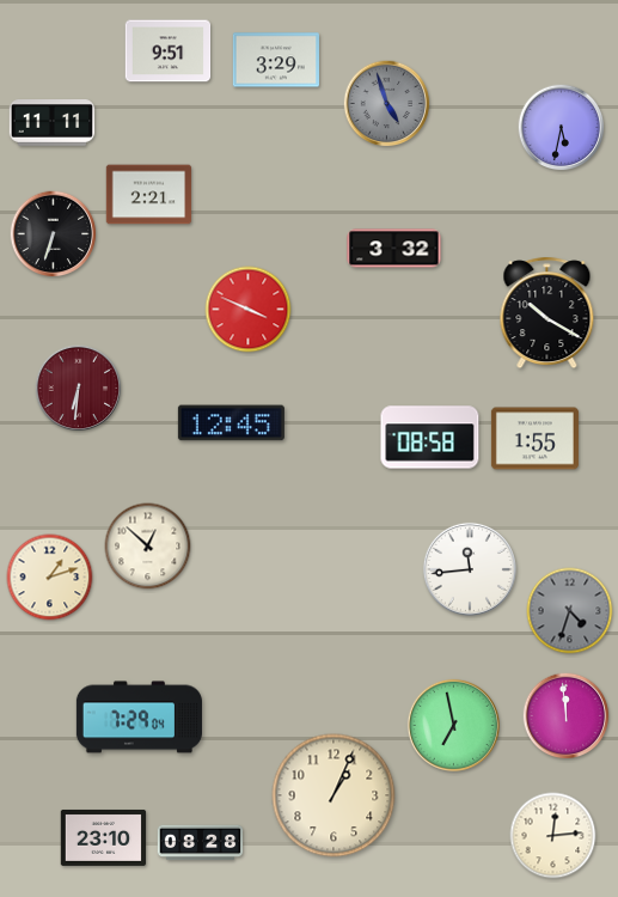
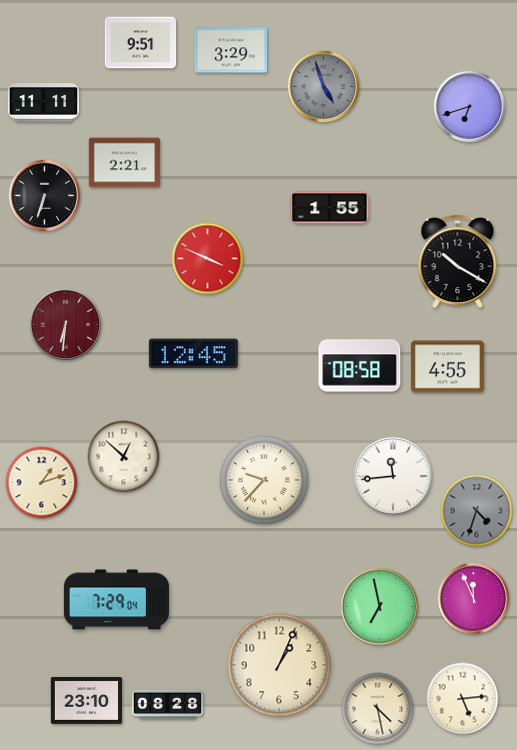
clock at (562, 128): 5:32 -> 6:42
clock at (394, 249): 3:32 -> 1:55
clock at (534, 439): 1:55 -> 4:55
clock at (264, 480): none -> 9:37
clock at (567, 716): 11:59 -> 11:56
clock at (553, 836): 12:14 -> 5:14
clock at (378, 709): none -> 4:28
